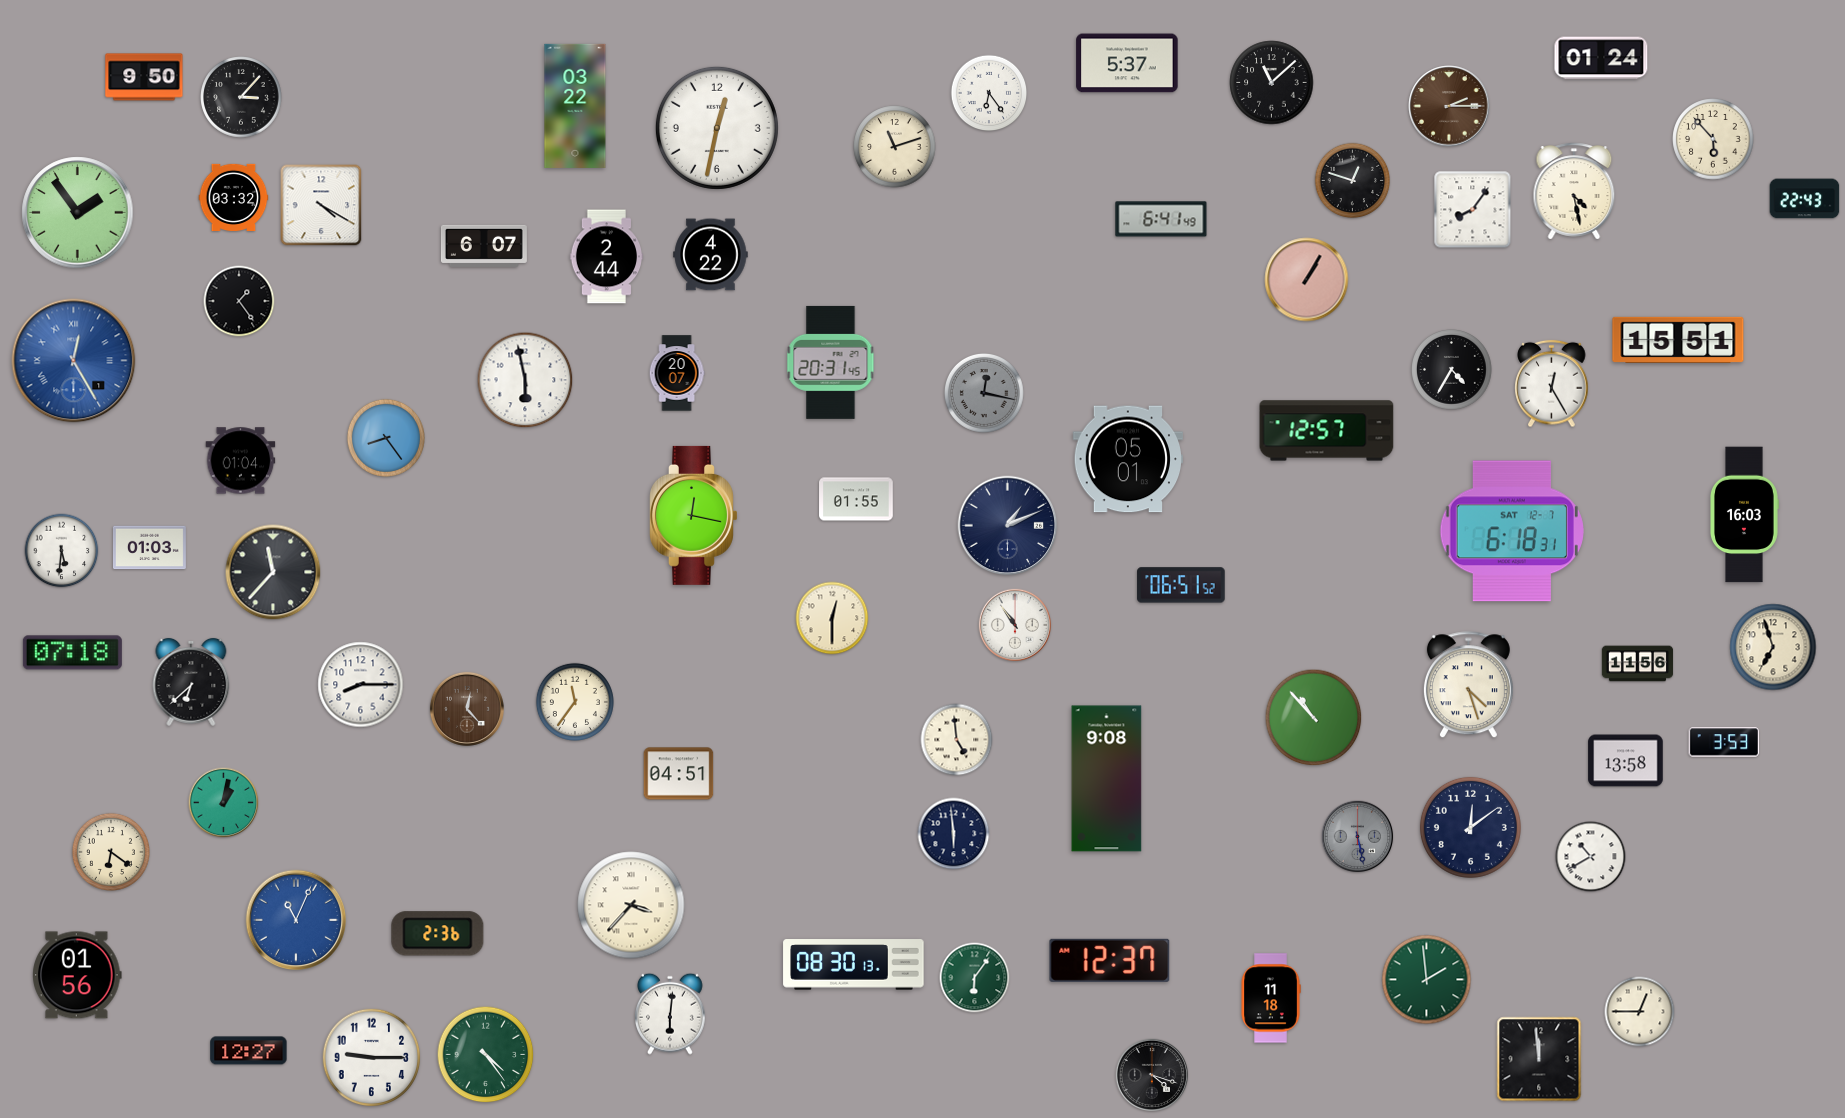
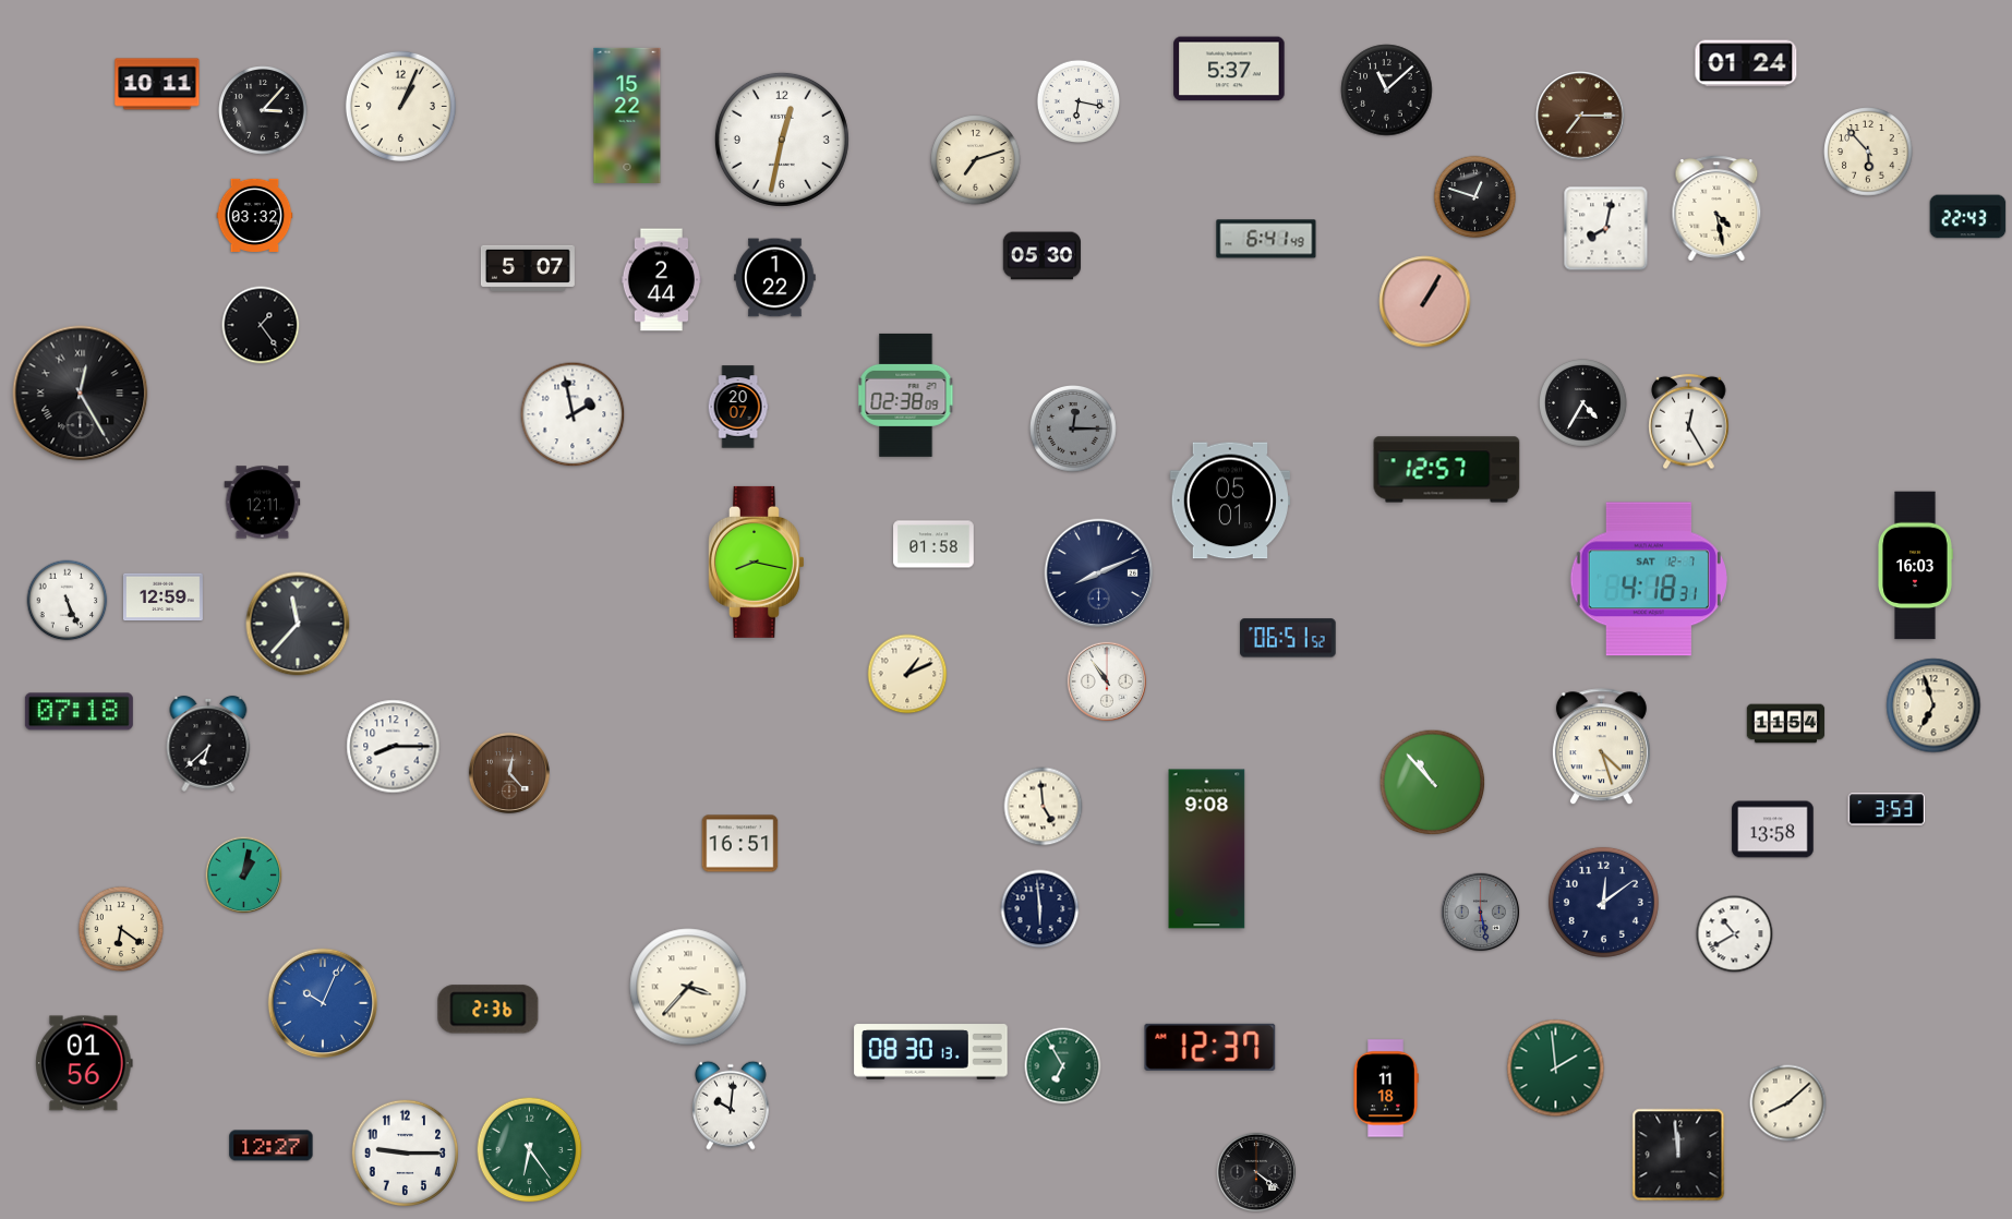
clock at (144, 77): 9:50 -> 10:11
clock at (989, 93): 6:24 -> 6:17
clock at (241, 97) position: (241, 97) -> (263, 110)
clock at (400, 106): none -> 1:04
clock at (575, 106): 03:22 -> 15:22
clock at (1449, 106): 2:15 -> 7:15
clock at (895, 147): 11:12 -> 7:12
clock at (321, 205): 4:20 -> none
clock at (1473, 210): 8:06 -> 8:02
clock at (78, 213): 1:54 -> none
clock at (1041, 256): none -> 05:30
clock at (484, 246): 6:07 -> 5:07
clock at (711, 255): 4:22 -> 1:22
clock at (1307, 280) position: (1307, 280) -> (1425, 302)
clock at (239, 301) position: (239, 301) -> (261, 325)
clock at (1678, 340): 15:51 -> none
clock at (74, 361) dial: blue -> black
clock at (831, 362): 20:31 -> 02:38
clock at (525, 380): 5:58 -> 1:58
clock at (1552, 384) position: (1552, 384) -> (1689, 422)
clock at (984, 393): 12:17 -> 12:15
clock at (386, 438): 8:24 -> none
clock at (241, 461): 01:04 -> 12:11
clock at (856, 499): 01:55 -> 01:58
clock at (694, 515): 12:17 -> 8:17
clock at (1745, 515) position: (1745, 515) -> (1916, 566)
clock at (1008, 526): 1:11 -> 8:11
clock at (1512, 531): 6:18 -> 4:18
clock at (149, 548): 01:03 -> 12:59
clock at (62, 551): 5:31 -> 5:26
clock at (832, 618): 12:30 -> 1:11
clock at (1638, 664): 11:56 -> 11:54
clock at (575, 702): 11:36 -> none
clock at (1724, 742) position: (1724, 742) -> (1887, 809)
clock at (679, 774): 04:51 -> 16:51
clock at (296, 920): 11:04 -> 10:04
clock at (438, 934) position: (438, 934) -> (489, 1010)
clock at (975, 978): 6:06 -> 6:55
clock at (1640, 1012): 12:45 -> 8:08
clock at (671, 1014): 6:01 -> 10:01
clock at (486, 1055): 4:24 -> 6:24
clock at (1151, 1074): 4:18 -> 4:21
